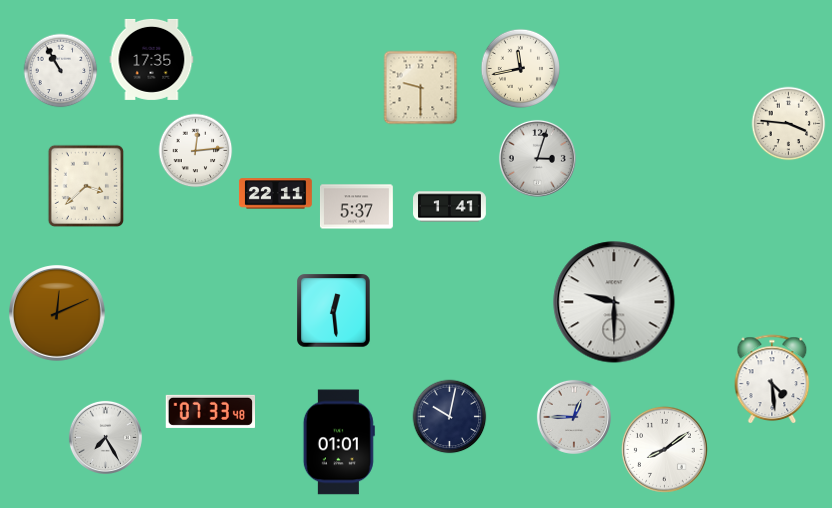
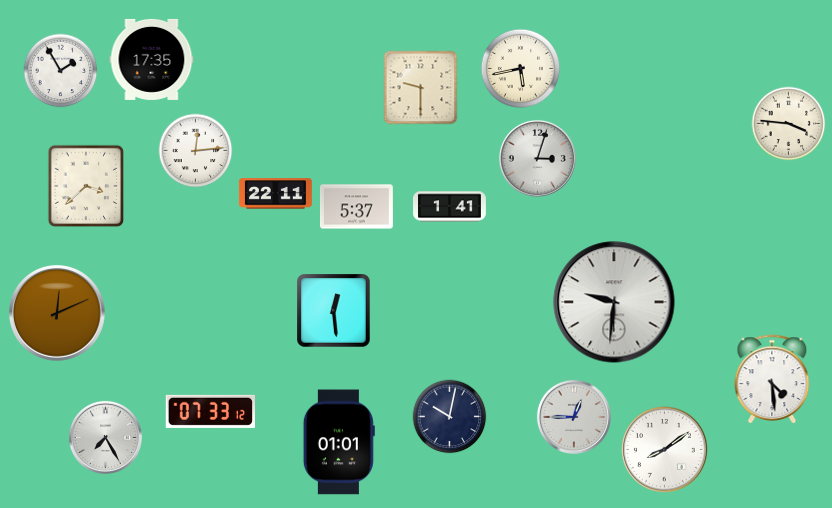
clock at (521, 69): 11:43 -> 5:43
clock at (61, 71): 10:55 -> 1:55
clock at (614, 302): 9:30 -> 9:31
clock at (210, 411): 07:33:48 -> 07:33:12
